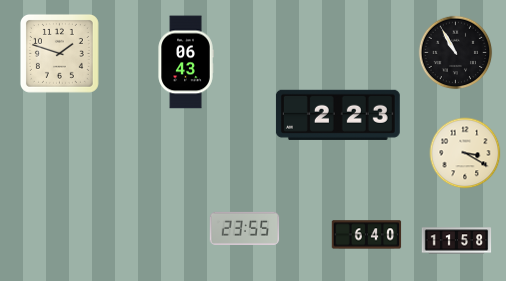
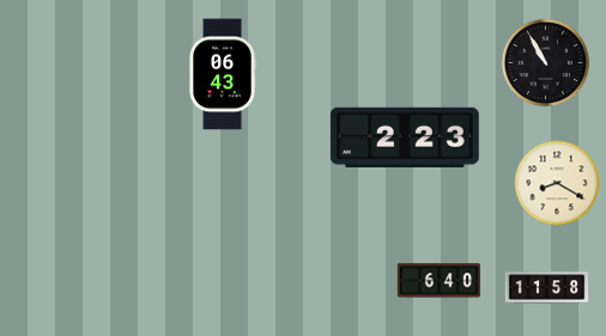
clock at (59, 53): 1:48 -> none
clock at (465, 153): 3:20 -> 8:20
clock at (245, 228): 23:55 -> none
